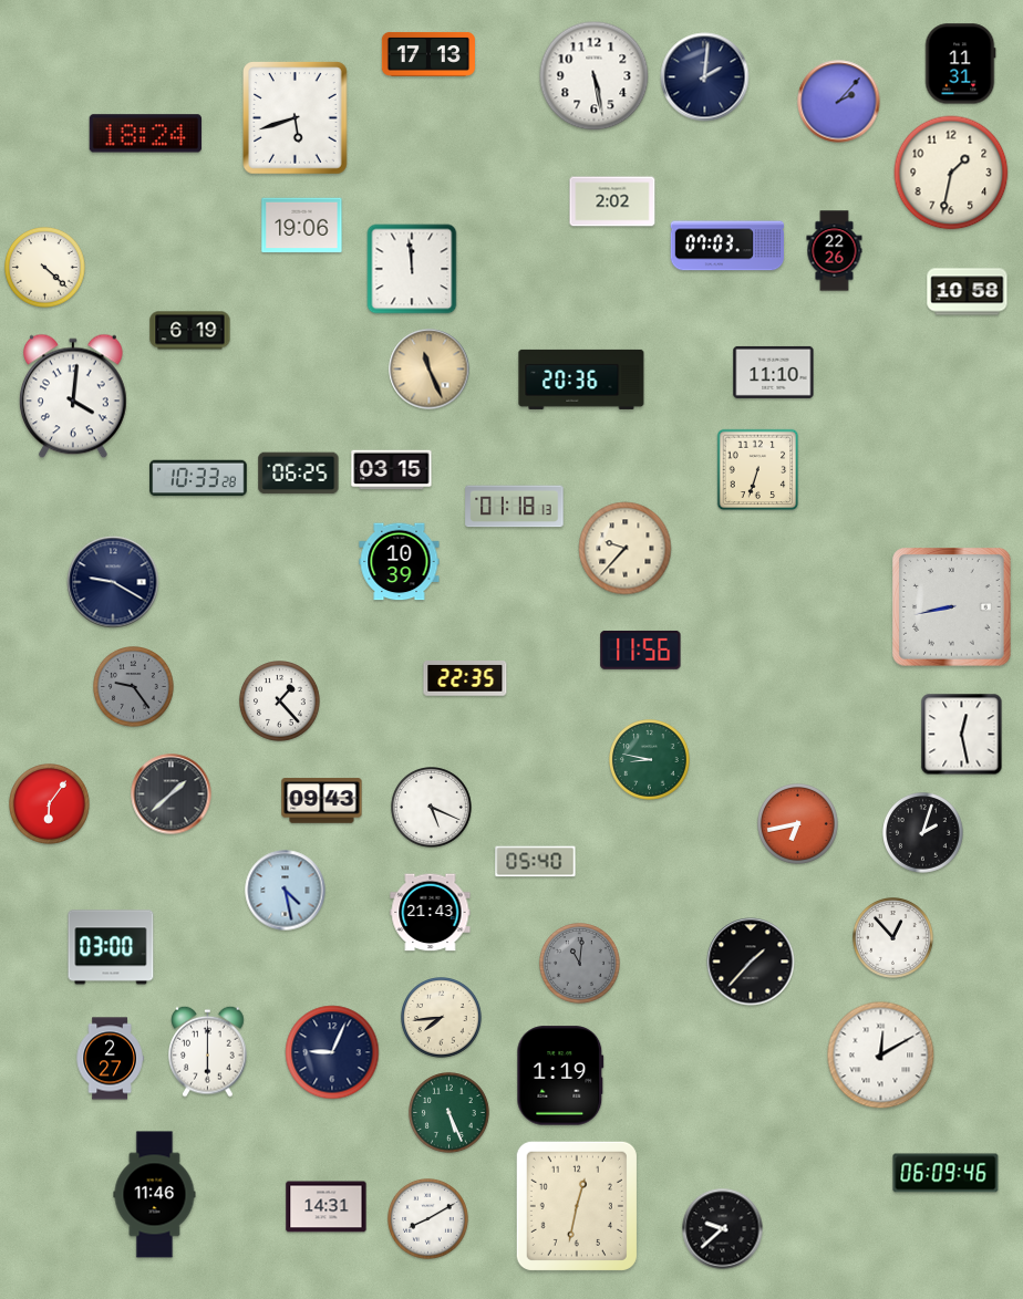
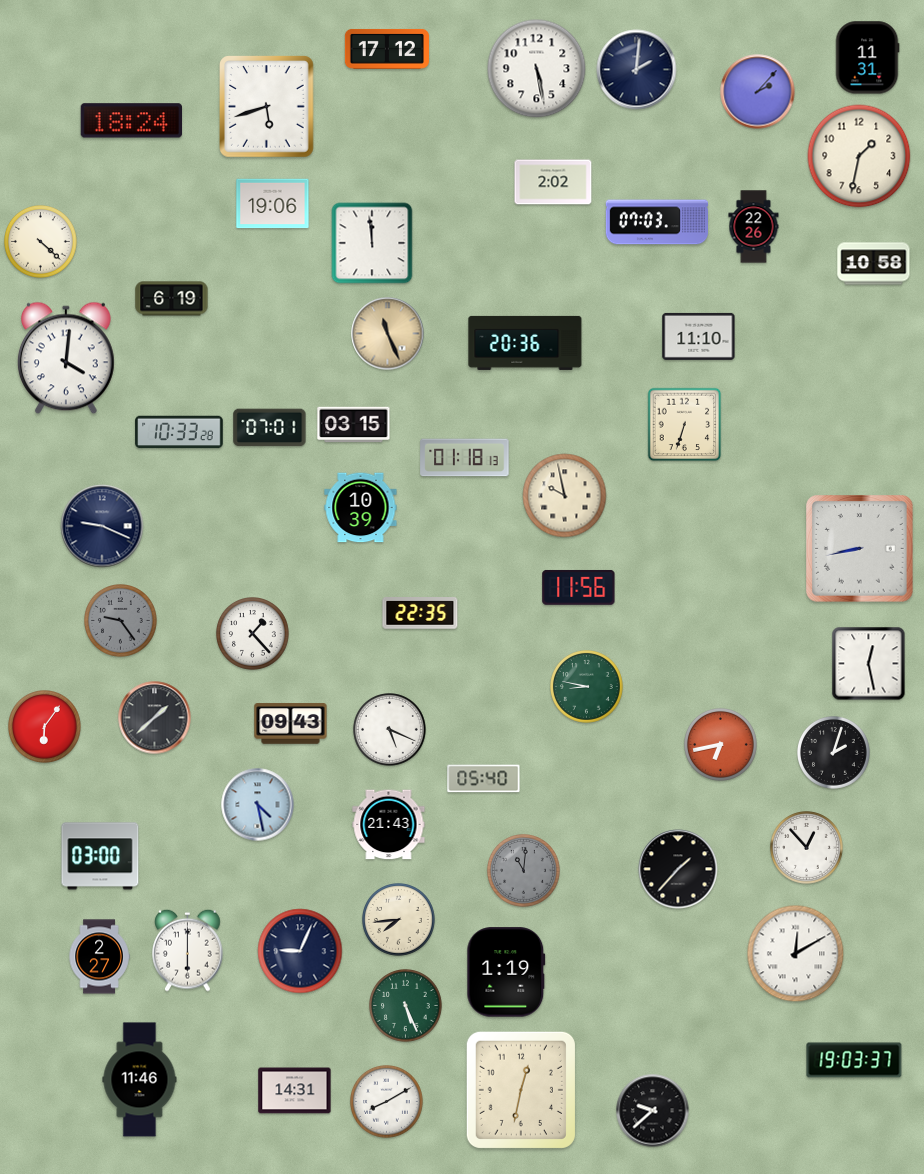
clock at (428, 54): 17:13 -> 17:12
clock at (299, 474): 06:25 -> 07:01
clock at (626, 549): 9:37 -> 9:58
clock at (113, 582): 9:20 -> 9:19
clock at (945, 1173): 06:09 -> 19:03
